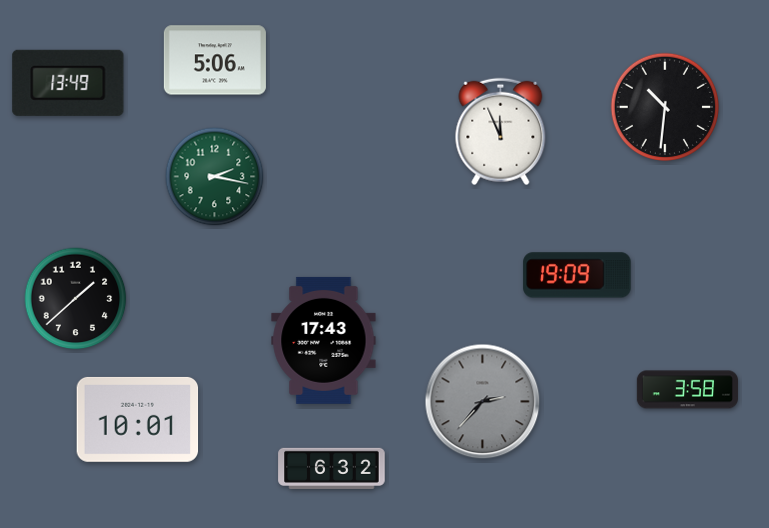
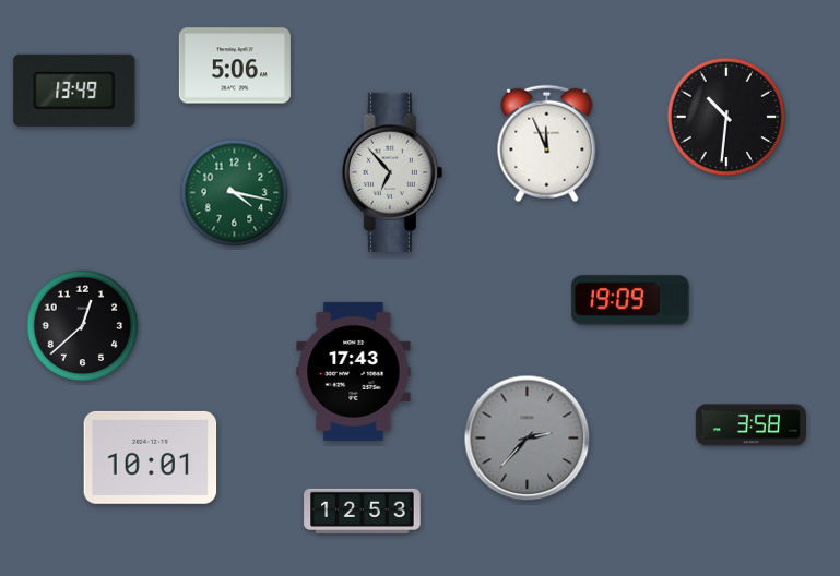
clock at (392, 172): none -> 6:53
clock at (215, 177): 2:17 -> 4:17
clock at (76, 299): 1:38 -> 12:38
clock at (332, 468): 6:32 -> 12:53
